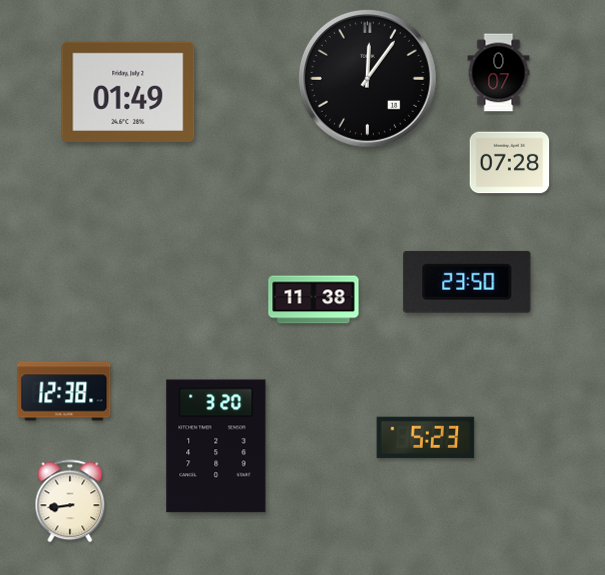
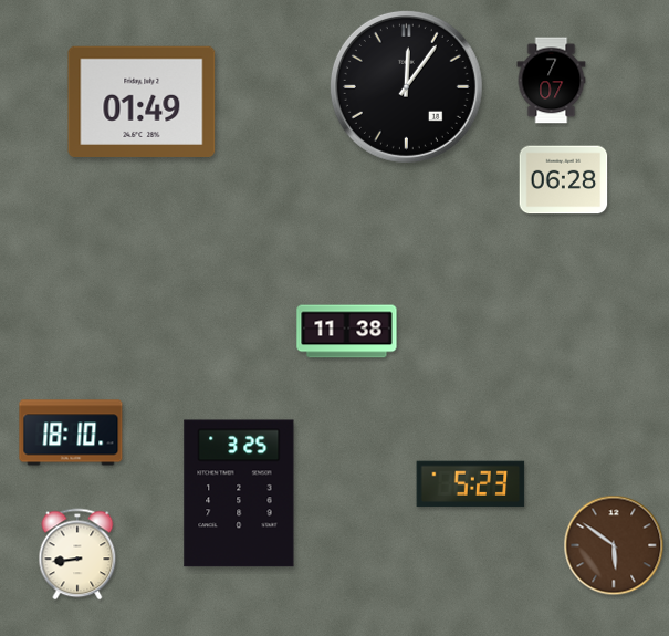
clock at (499, 73): 0:07 -> 7:07
clock at (510, 163): 07:28 -> 06:28
clock at (467, 282): 23:50 -> none
clock at (64, 391): 12:38 -> 18:10
clock at (216, 446): 3:20 -> 3:25
clock at (614, 545): none -> 5:51
